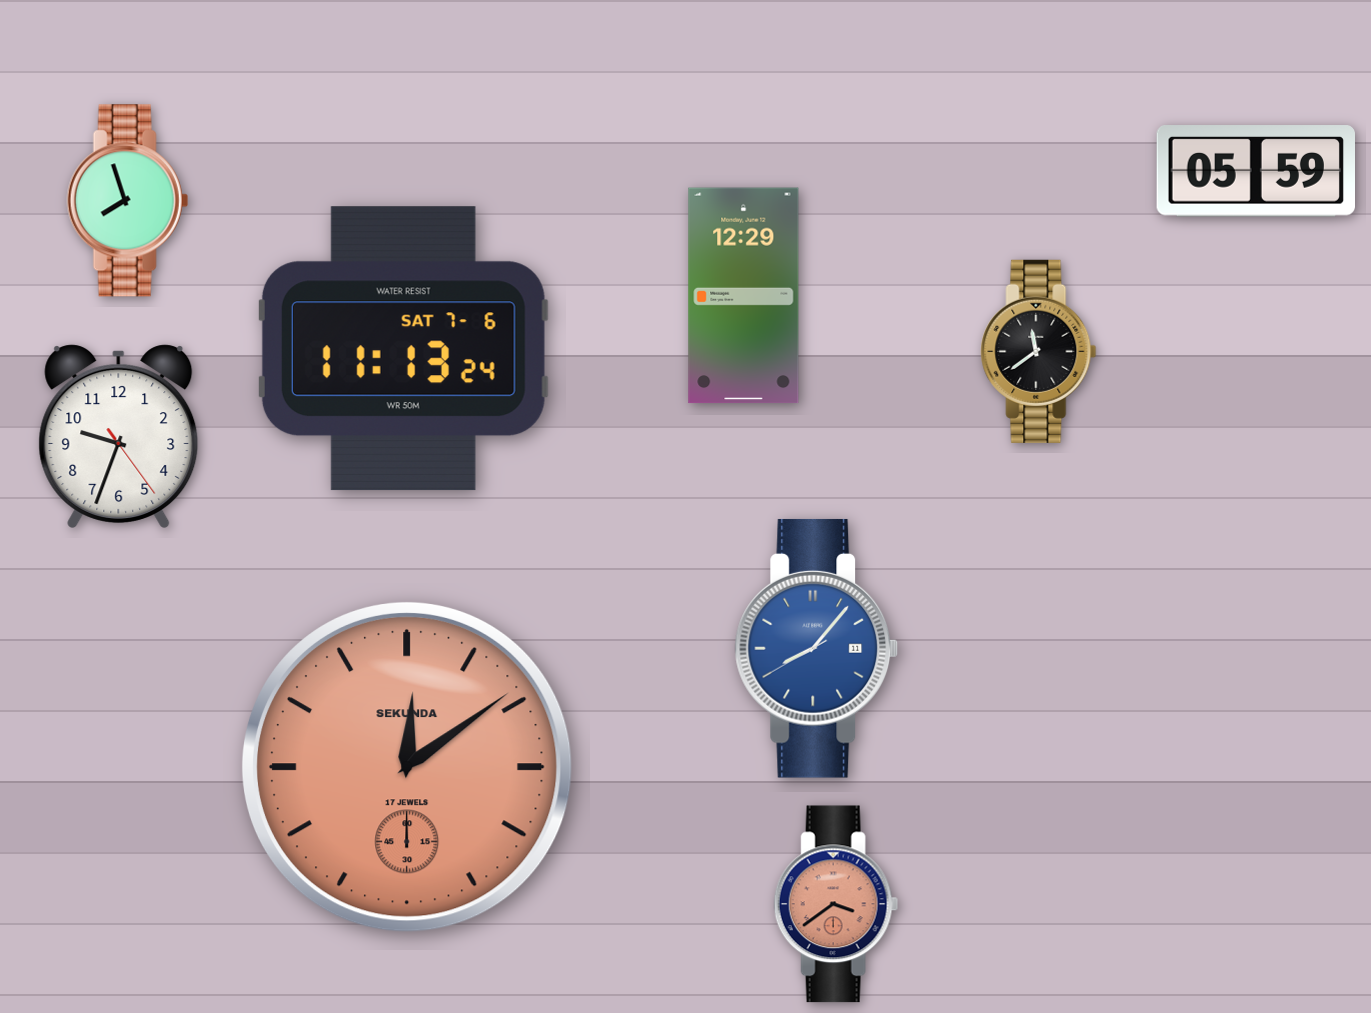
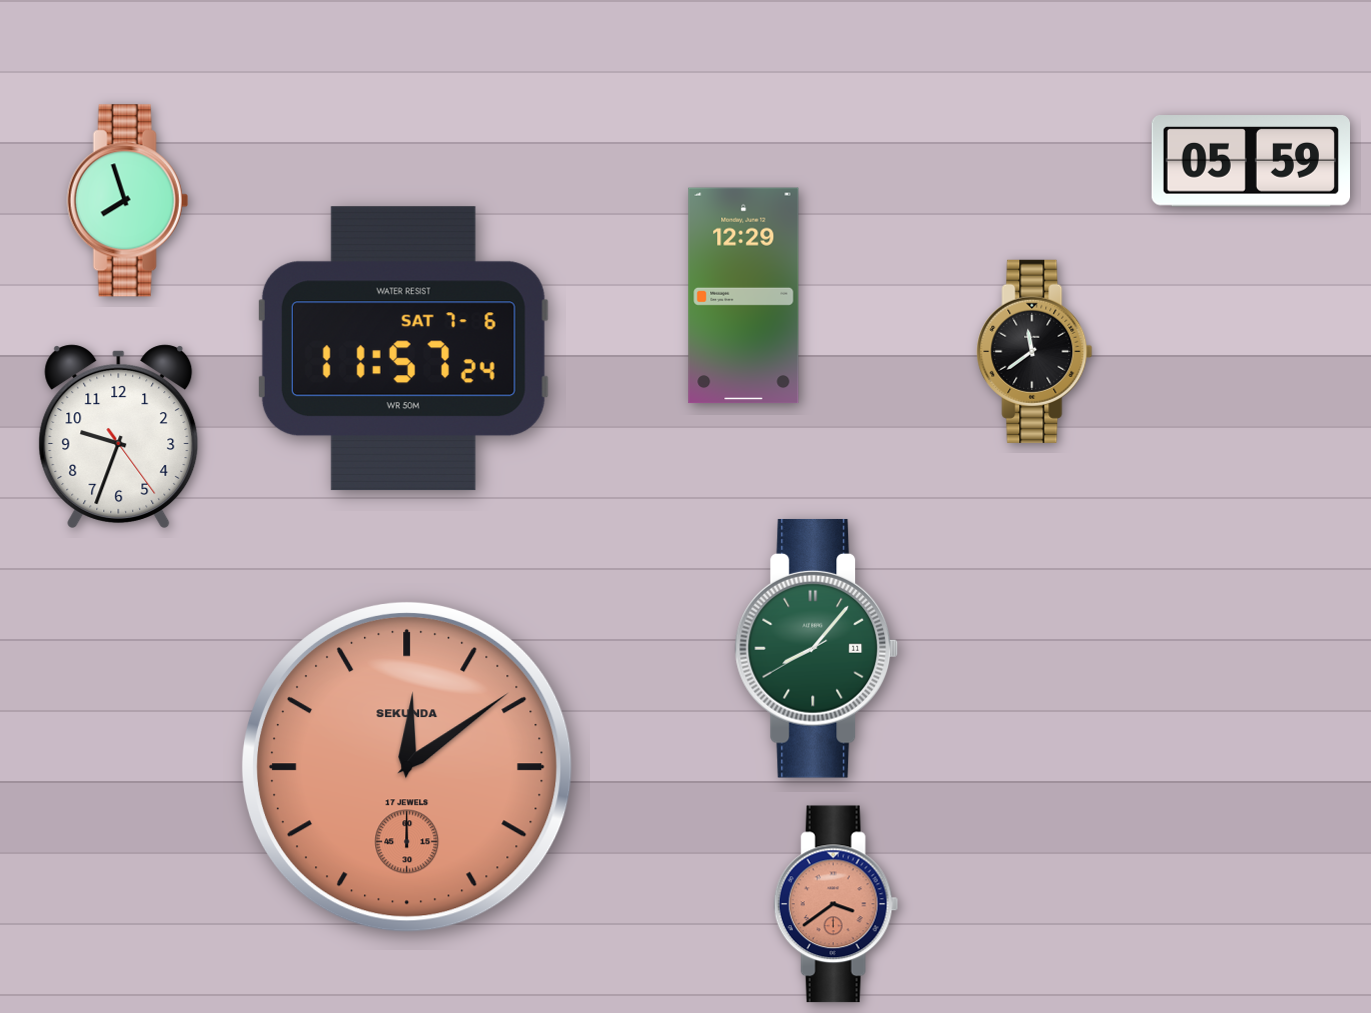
clock at (1255, 171) position: (1255, 171) -> (1250, 161)
clock at (403, 349): 11:13 -> 11:57
clock at (1039, 351) position: (1039, 351) -> (1035, 351)
clock at (817, 648) dial: blue -> green
